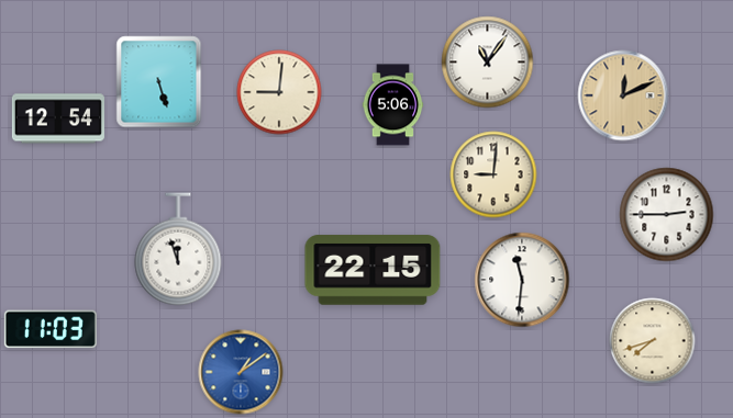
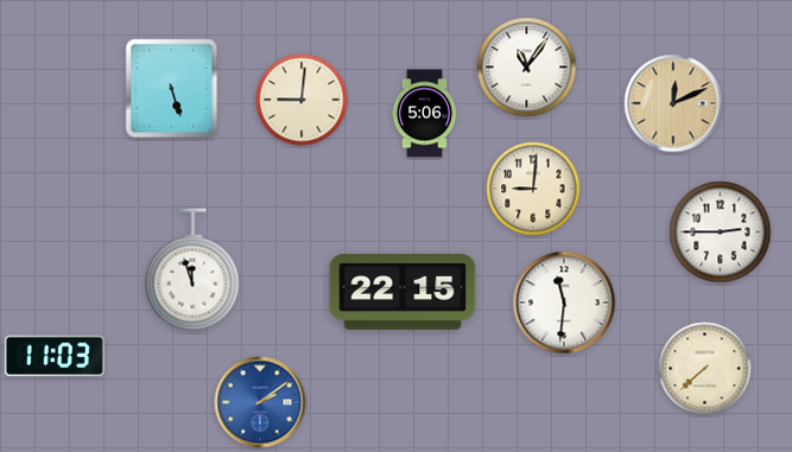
clock at (58, 118): 12:54 -> none
clock at (653, 341): 7:42 -> 7:38
clock at (241, 372): 1:09 -> 2:09
